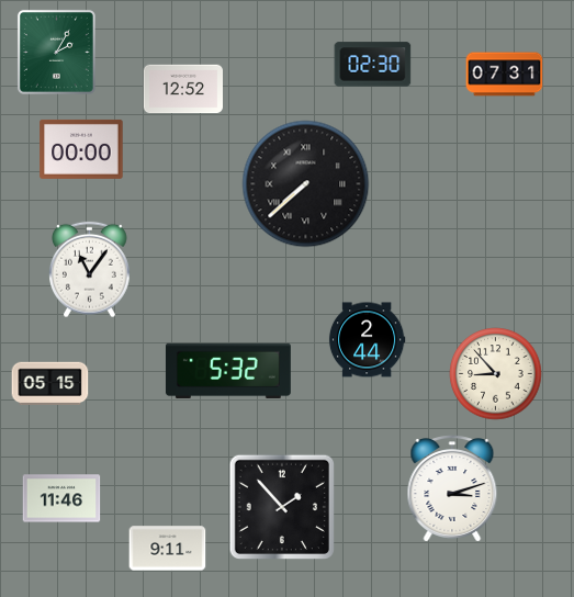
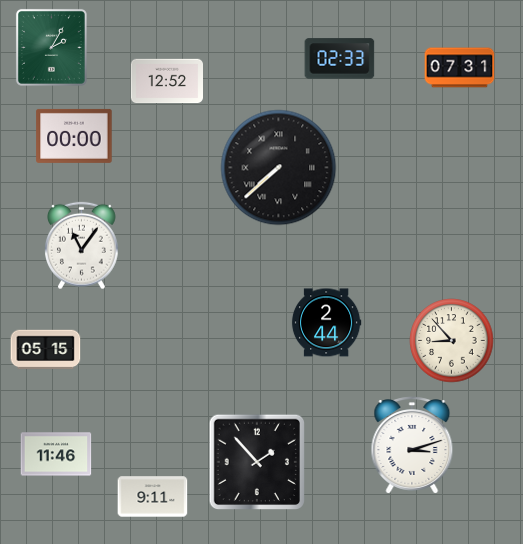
clock at (373, 65): 02:30 -> 02:33
clock at (367, 340) position: (367, 340) -> (326, 323)
clock at (228, 371): 5:32 -> none
clock at (168, 549) position: (168, 549) -> (153, 497)
